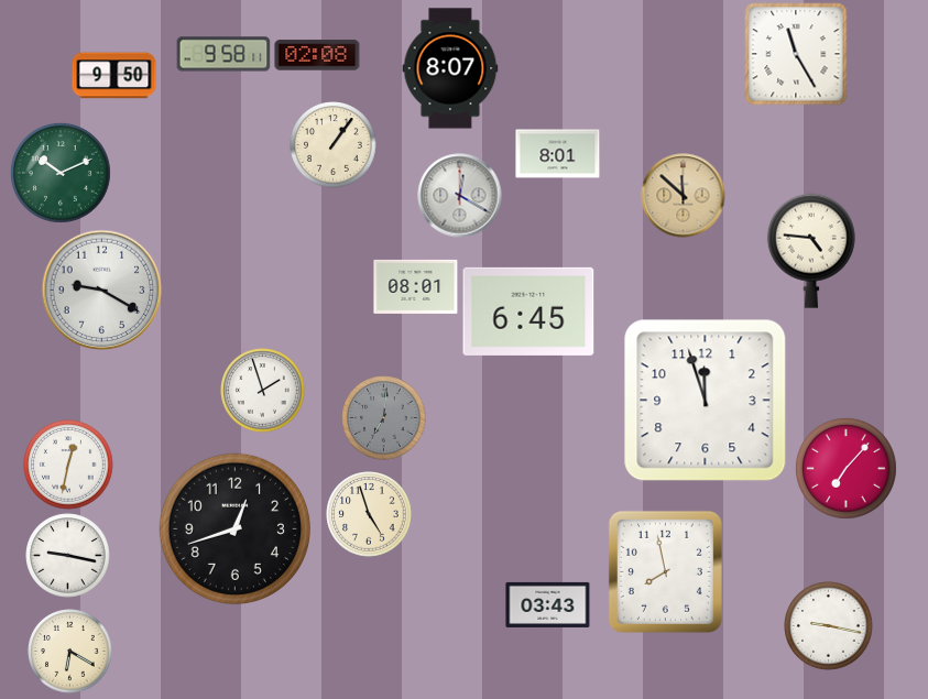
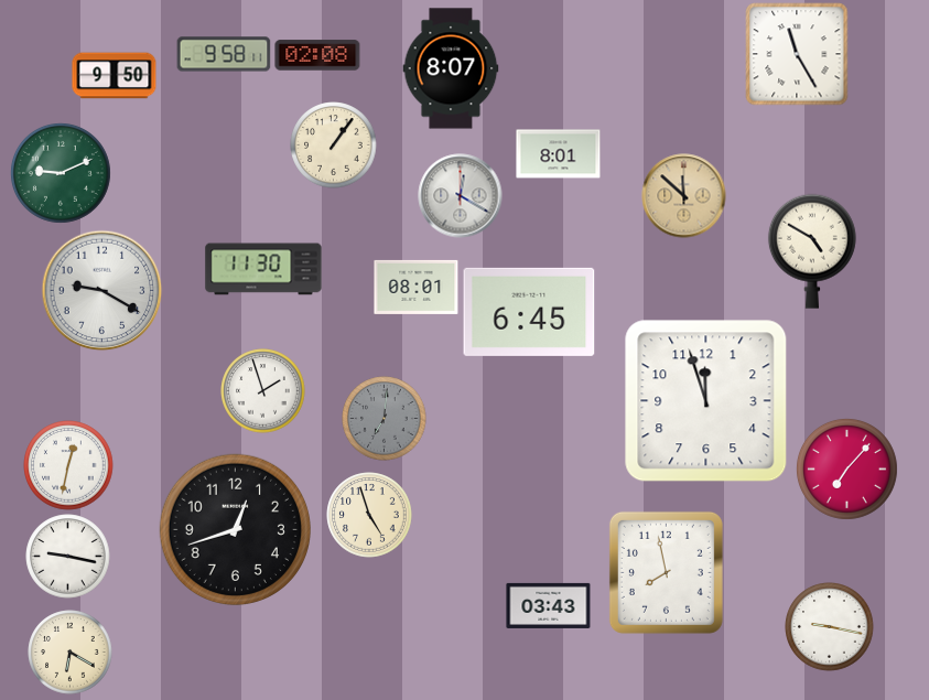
clock at (61, 173): 10:11 -> 9:11
clock at (811, 251): 4:46 -> 4:50
clock at (263, 269): none -> 11:30
